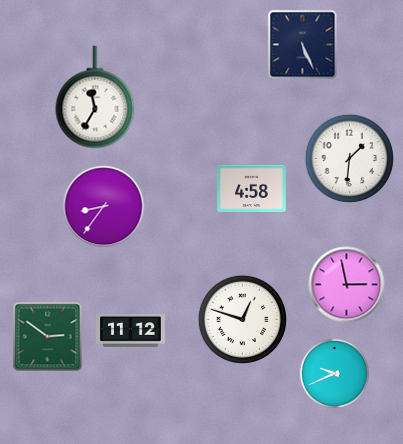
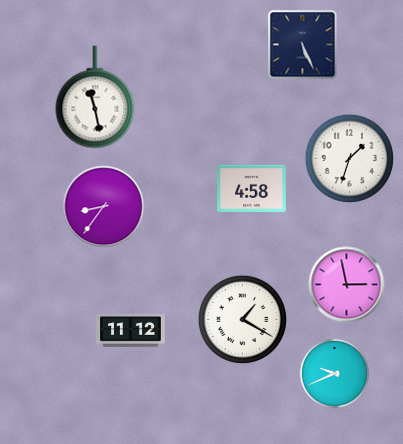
clock at (95, 97): 11:35 -> 11:28
clock at (349, 158): 1:31 -> 1:33
clock at (242, 319): 12:48 -> 1:20
clock at (48, 337): 2:51 -> none
